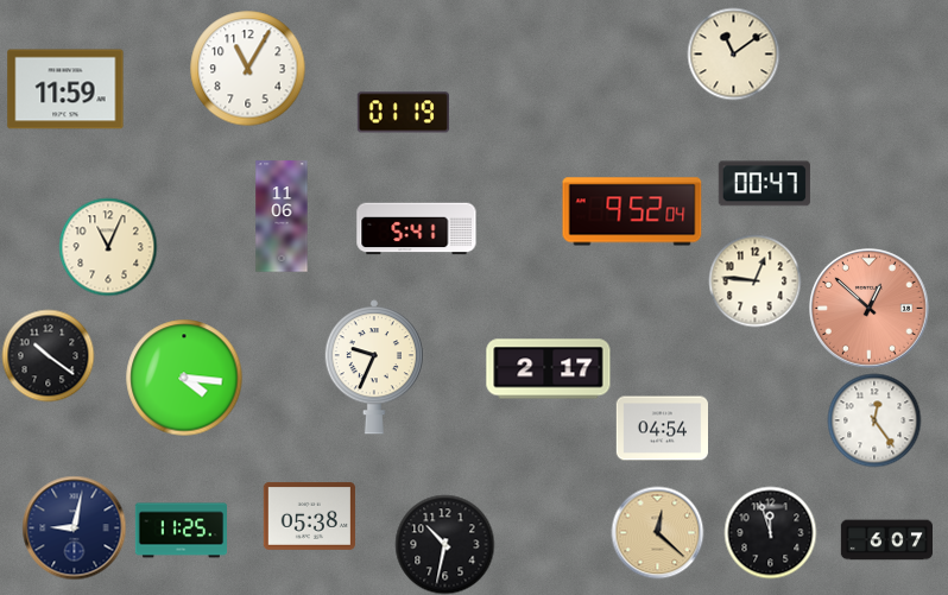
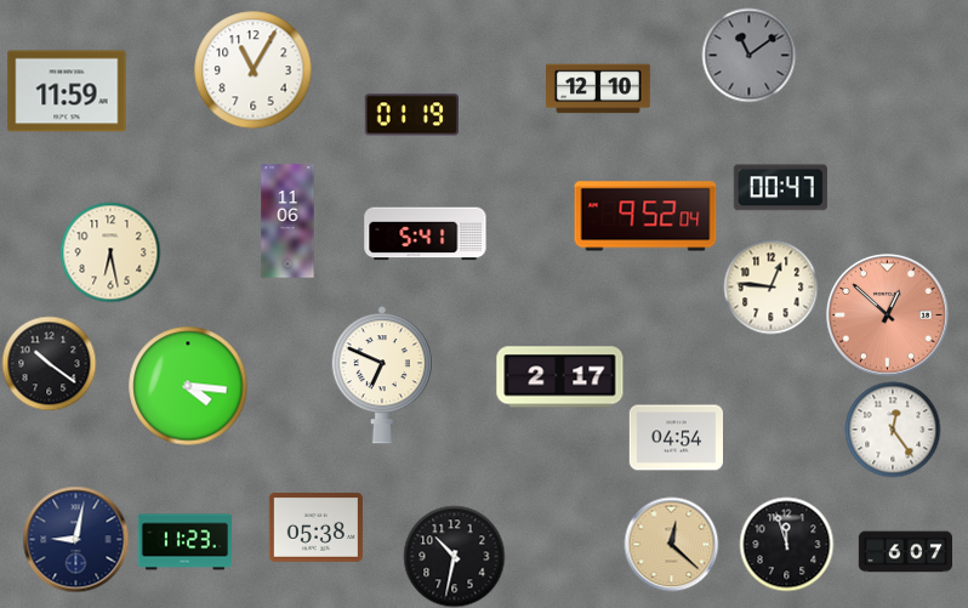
clock at (733, 53) dial: cream -> grey
clock at (599, 89): none -> 12:10
clock at (108, 247): 11:04 -> 6:28
clock at (374, 367): 9:34 -> 6:49
clock at (181, 531): 11:25 -> 11:23
